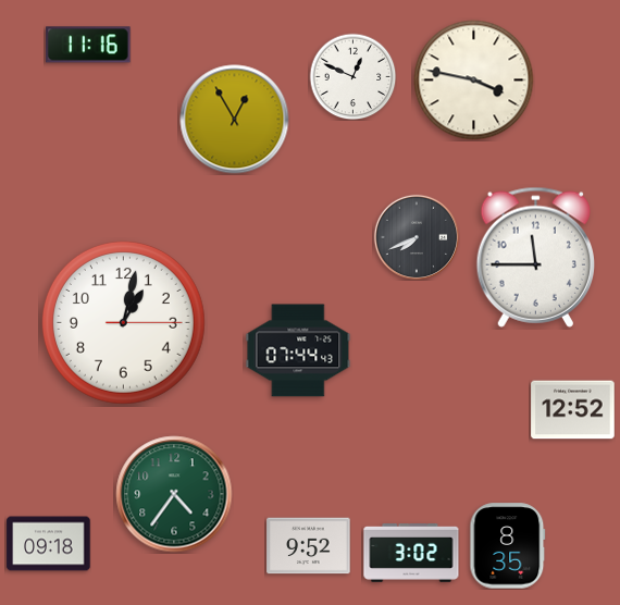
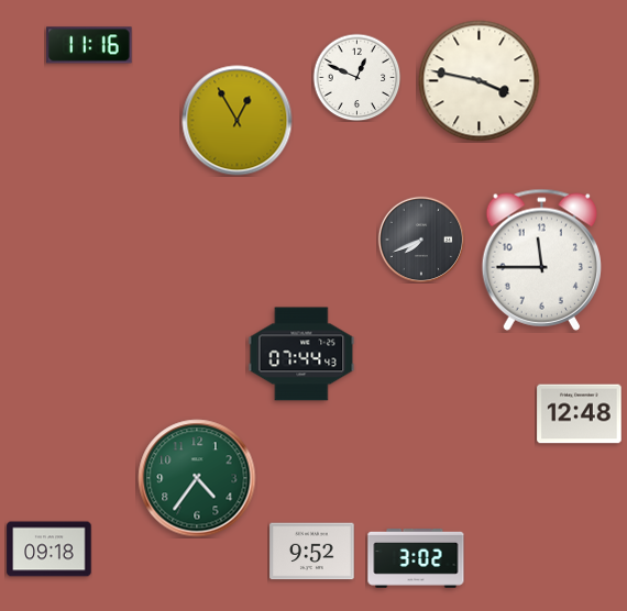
clock at (123, 322): 1:02 -> none
clock at (573, 410): 12:52 -> 12:48
clock at (174, 494) position: (174, 494) -> (197, 478)
clock at (508, 546): 8:35 -> none
